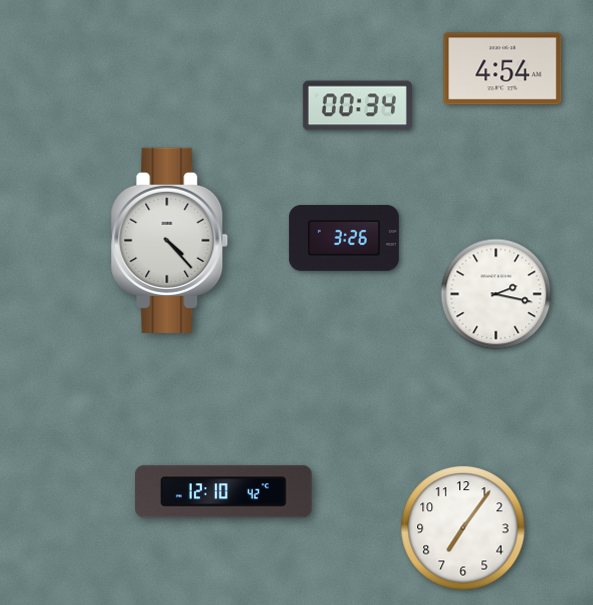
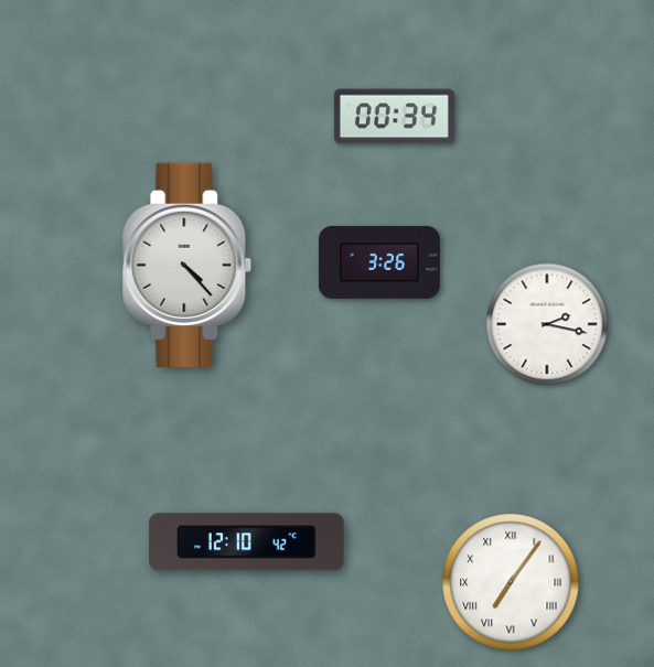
clock at (503, 69): 4:54 -> none
clock at (463, 528) numerals: Arabic -> Roman
